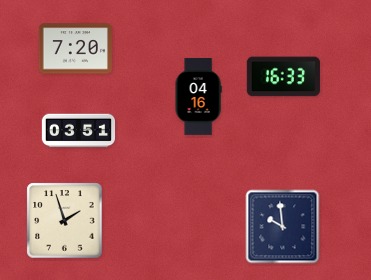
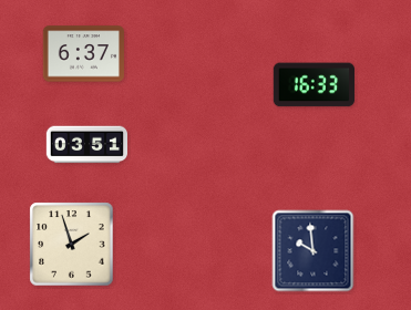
clock at (75, 49): 7:20 -> 6:37
clock at (198, 97): 04:16 -> none
